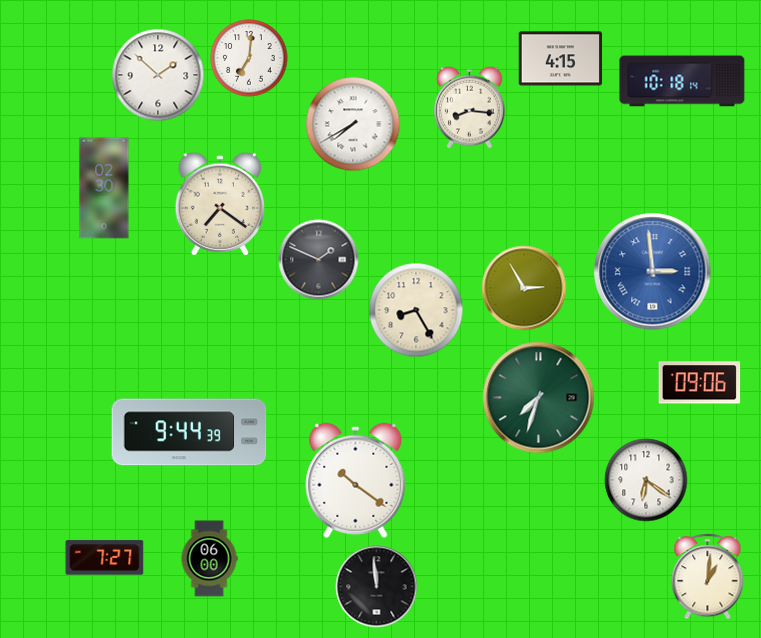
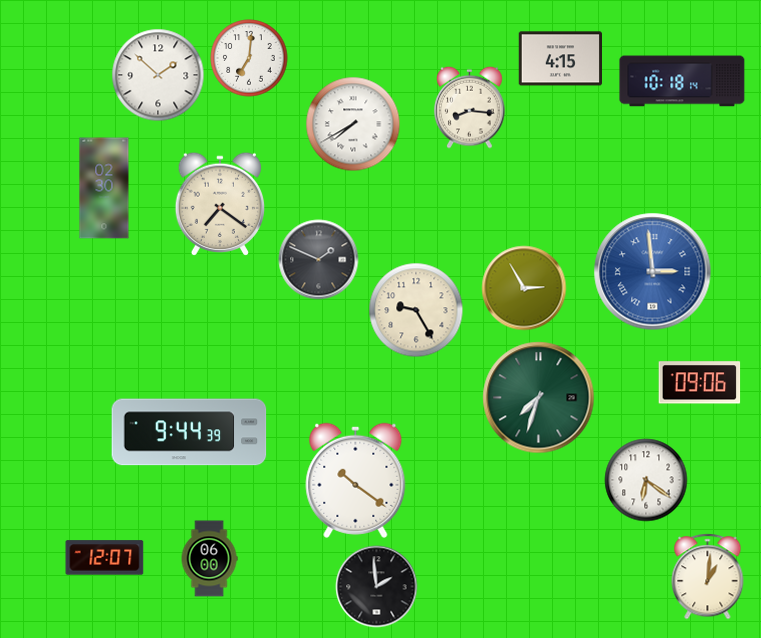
clock at (416, 310): 8:25 -> 9:25
clock at (105, 558): 7:27 -> 12:07
clock at (377, 587): 11:59 -> 1:59
